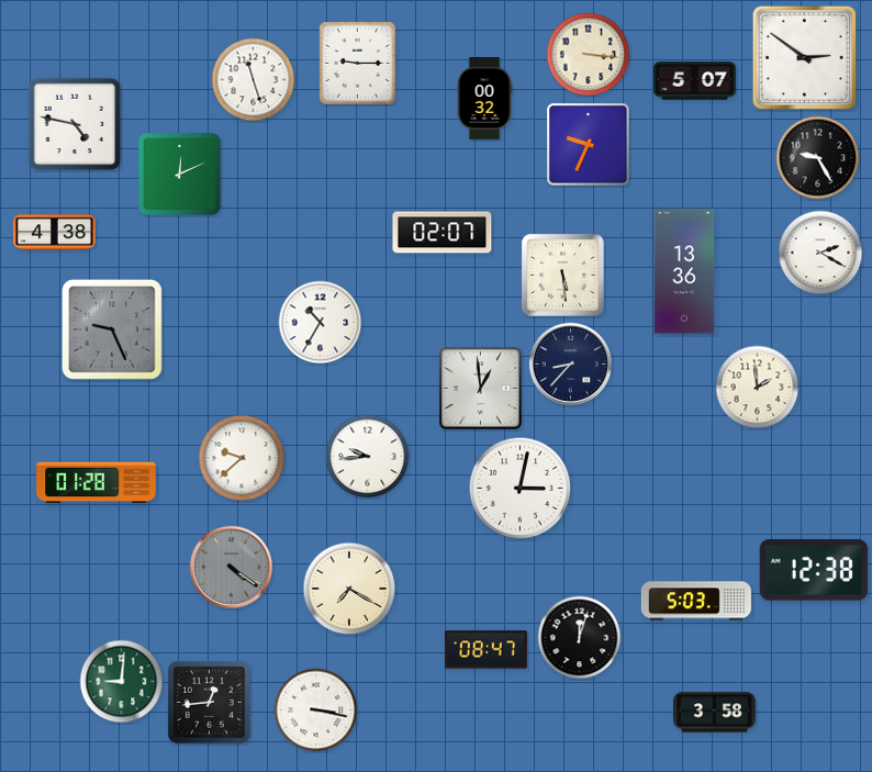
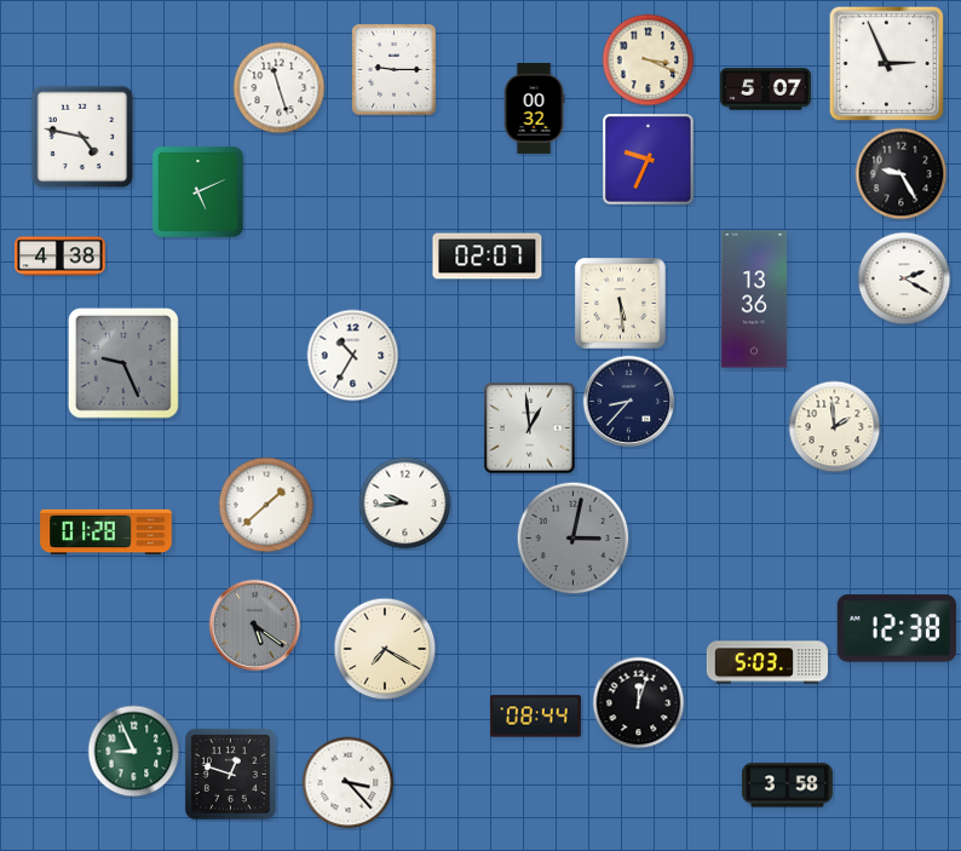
clock at (589, 55): 3:16 -> 3:19
clock at (805, 58): 2:51 -> 2:56
clock at (179, 174): 12:11 -> 5:11
clock at (242, 458): 9:38 -> 1:38
clock at (521, 489) dial: white -> grey
clock at (232, 568): 4:21 -> 5:21
clock at (485, 650): 08:47 -> 08:44
clock at (122, 682): 9:01 -> 8:56
clock at (209, 702): 12:44 -> 12:48
clock at (316, 711): 3:17 -> 3:23
